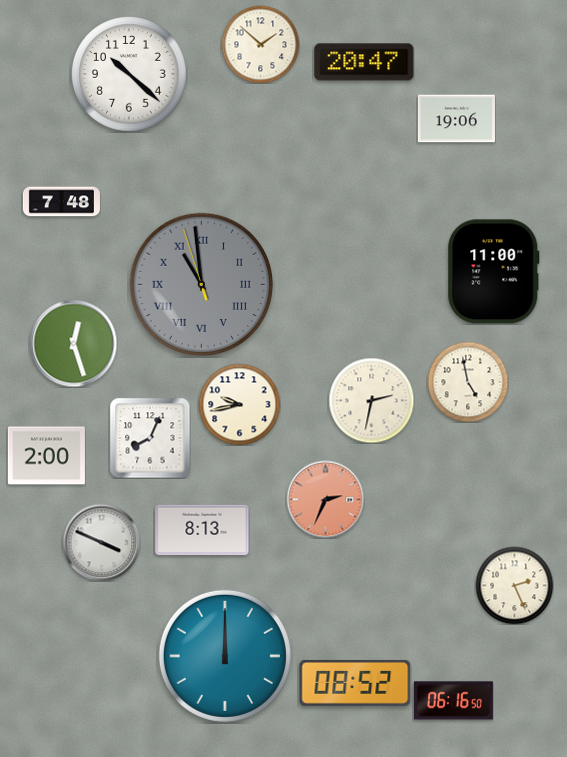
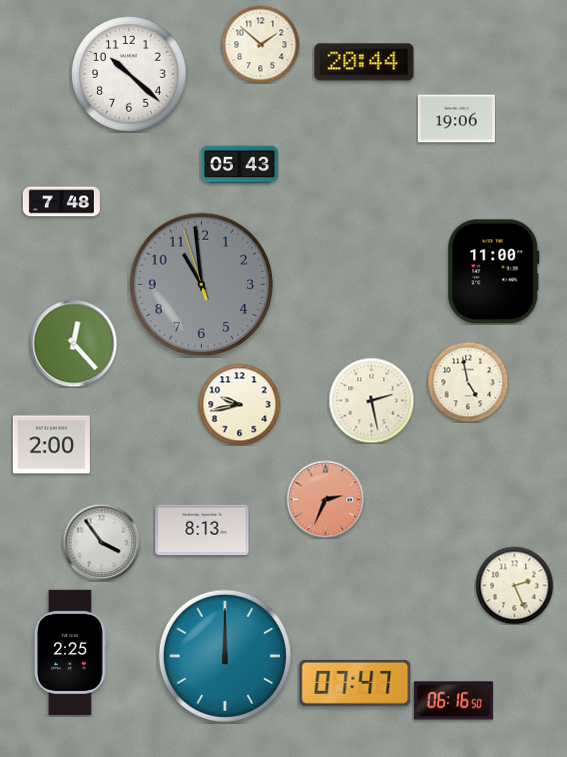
clock at (364, 62): 20:47 -> 20:44
clock at (239, 165): none -> 05:43
clock at (202, 285) numerals: Roman -> Arabic
clock at (73, 343): 12:27 -> 12:23
clock at (371, 400): 2:32 -> 2:28
clock at (150, 438): 8:04 -> none
clock at (46, 456) position: (46, 456) -> (51, 445)
clock at (101, 542): 3:49 -> 3:54
clock at (70, 652): none -> 2:25
clock at (355, 683): 08:52 -> 07:47
